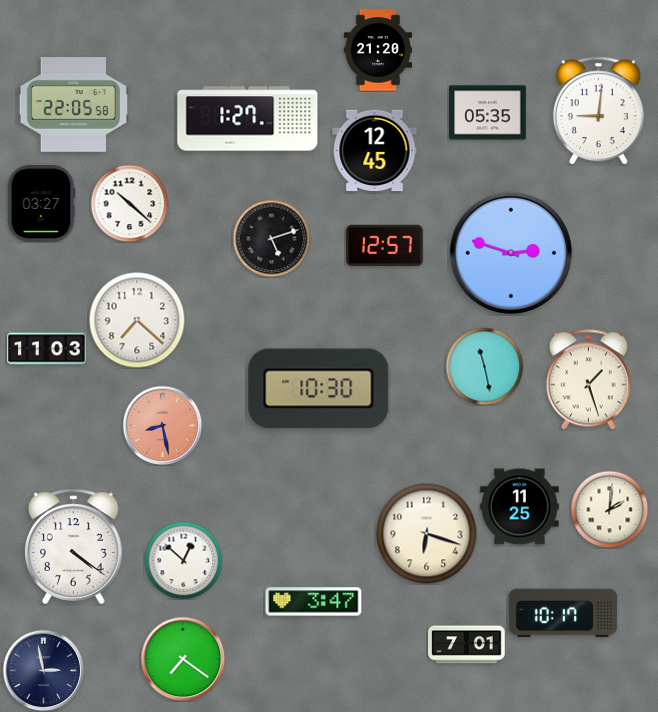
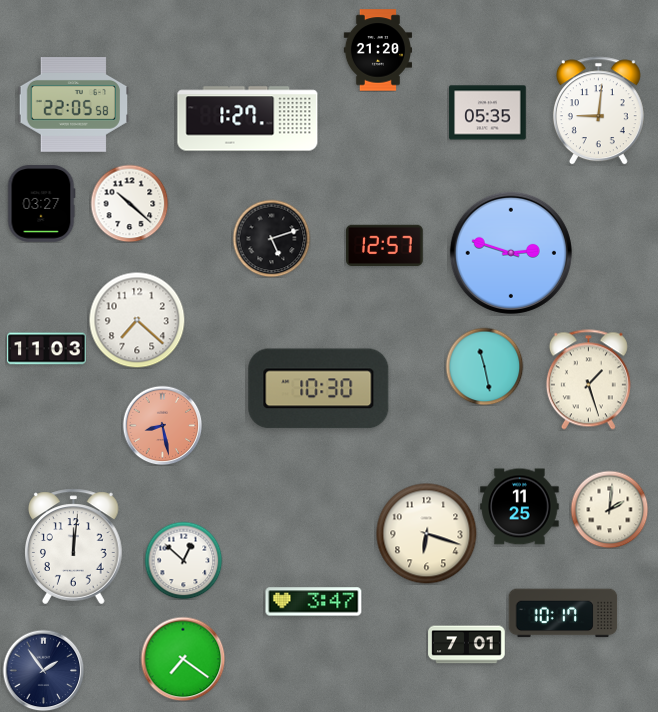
clock at (375, 151): 12:45 -> none
clock at (74, 547): 4:21 -> 12:01
clock at (43, 670): 2:58 -> 1:54
